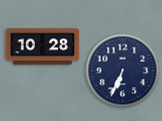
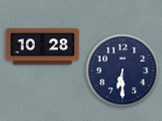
clock at (123, 71): 6:34 -> 6:30
